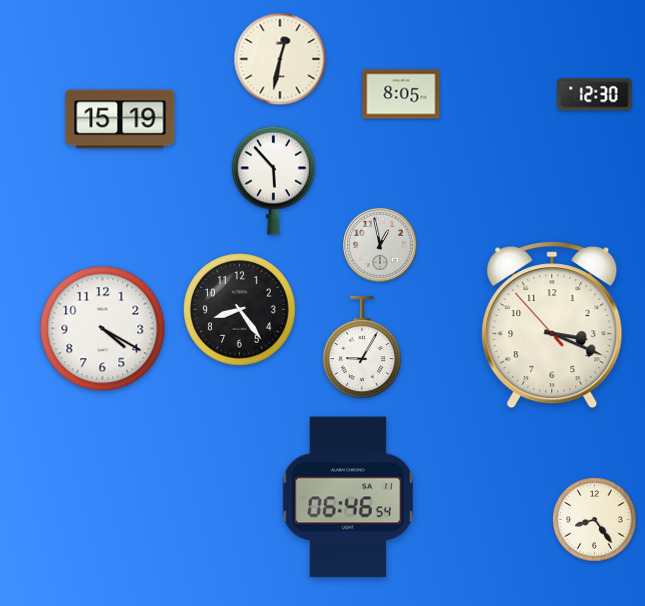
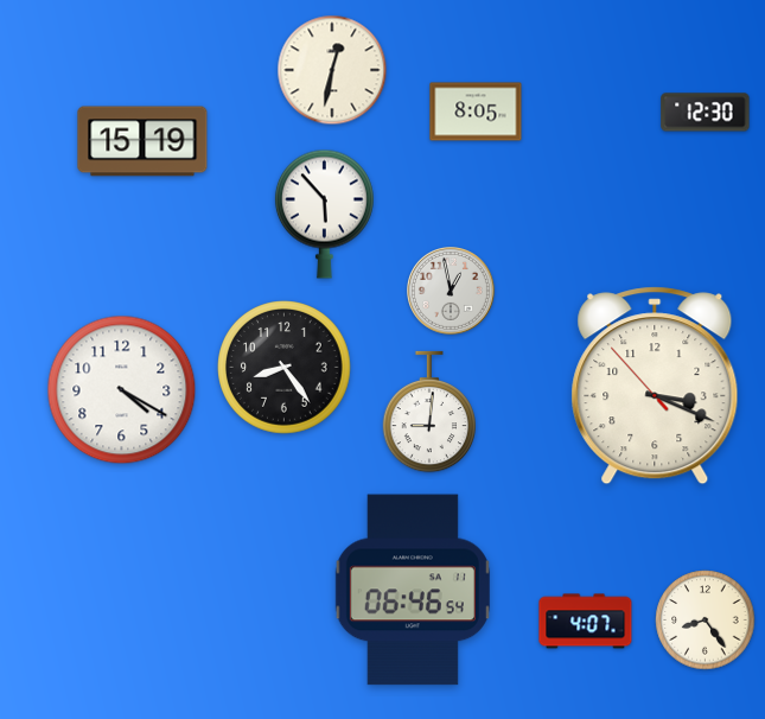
clock at (362, 347): 9:05 -> 9:01
clock at (595, 520) position: (595, 520) -> (706, 621)
clock at (586, 622): none -> 4:07
